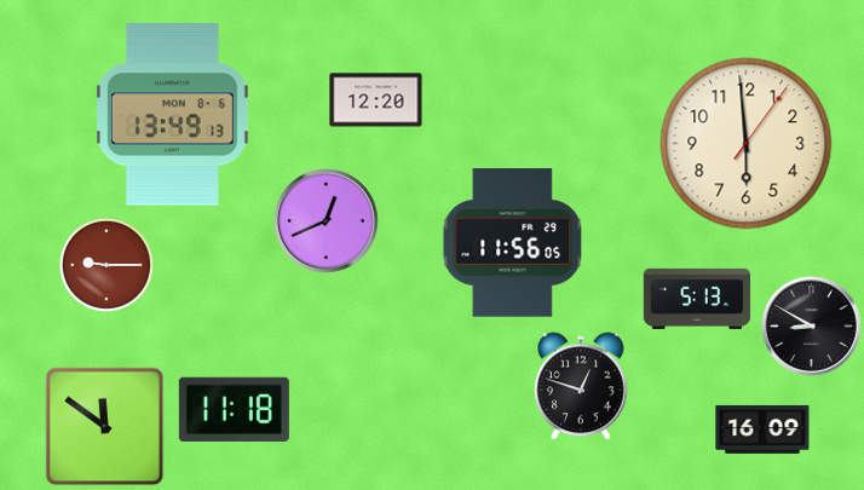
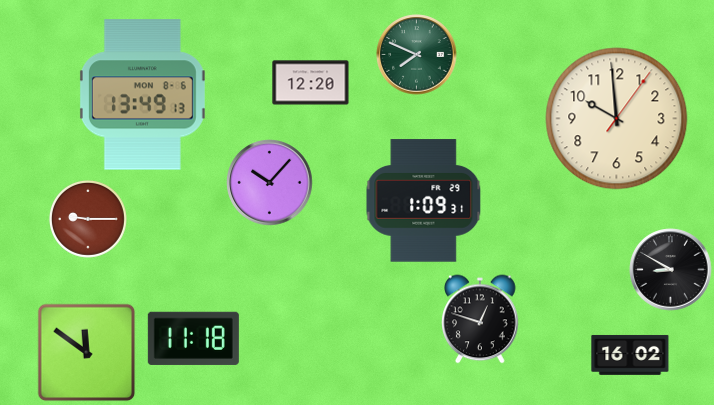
clock at (417, 55): none -> 7:49
clock at (747, 144): 5:59 -> 9:59
clock at (327, 221): 12:41 -> 10:07
clock at (513, 243): 11:56 -> 1:09
clock at (697, 299): 5:13 -> none
clock at (762, 430): 16:09 -> 16:02
